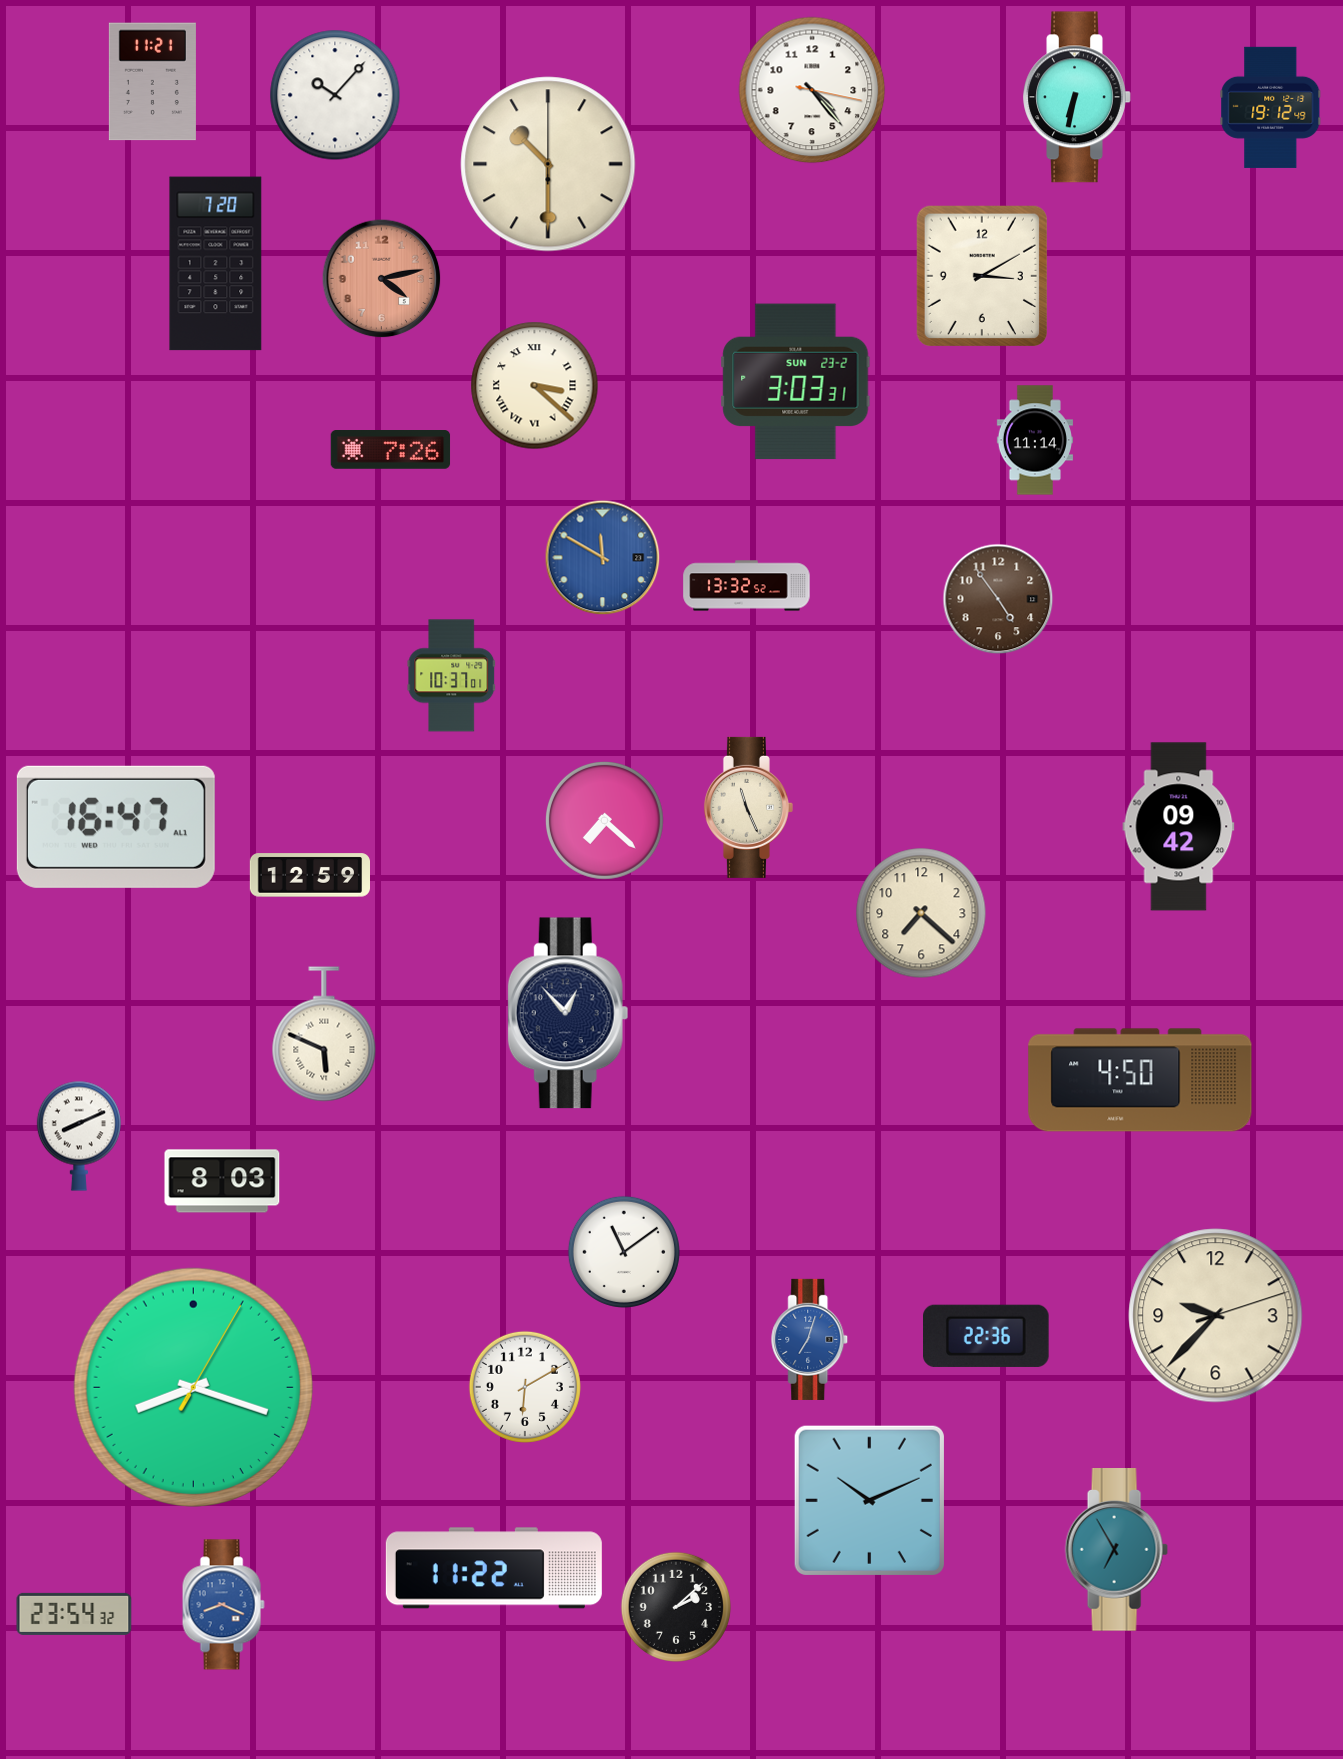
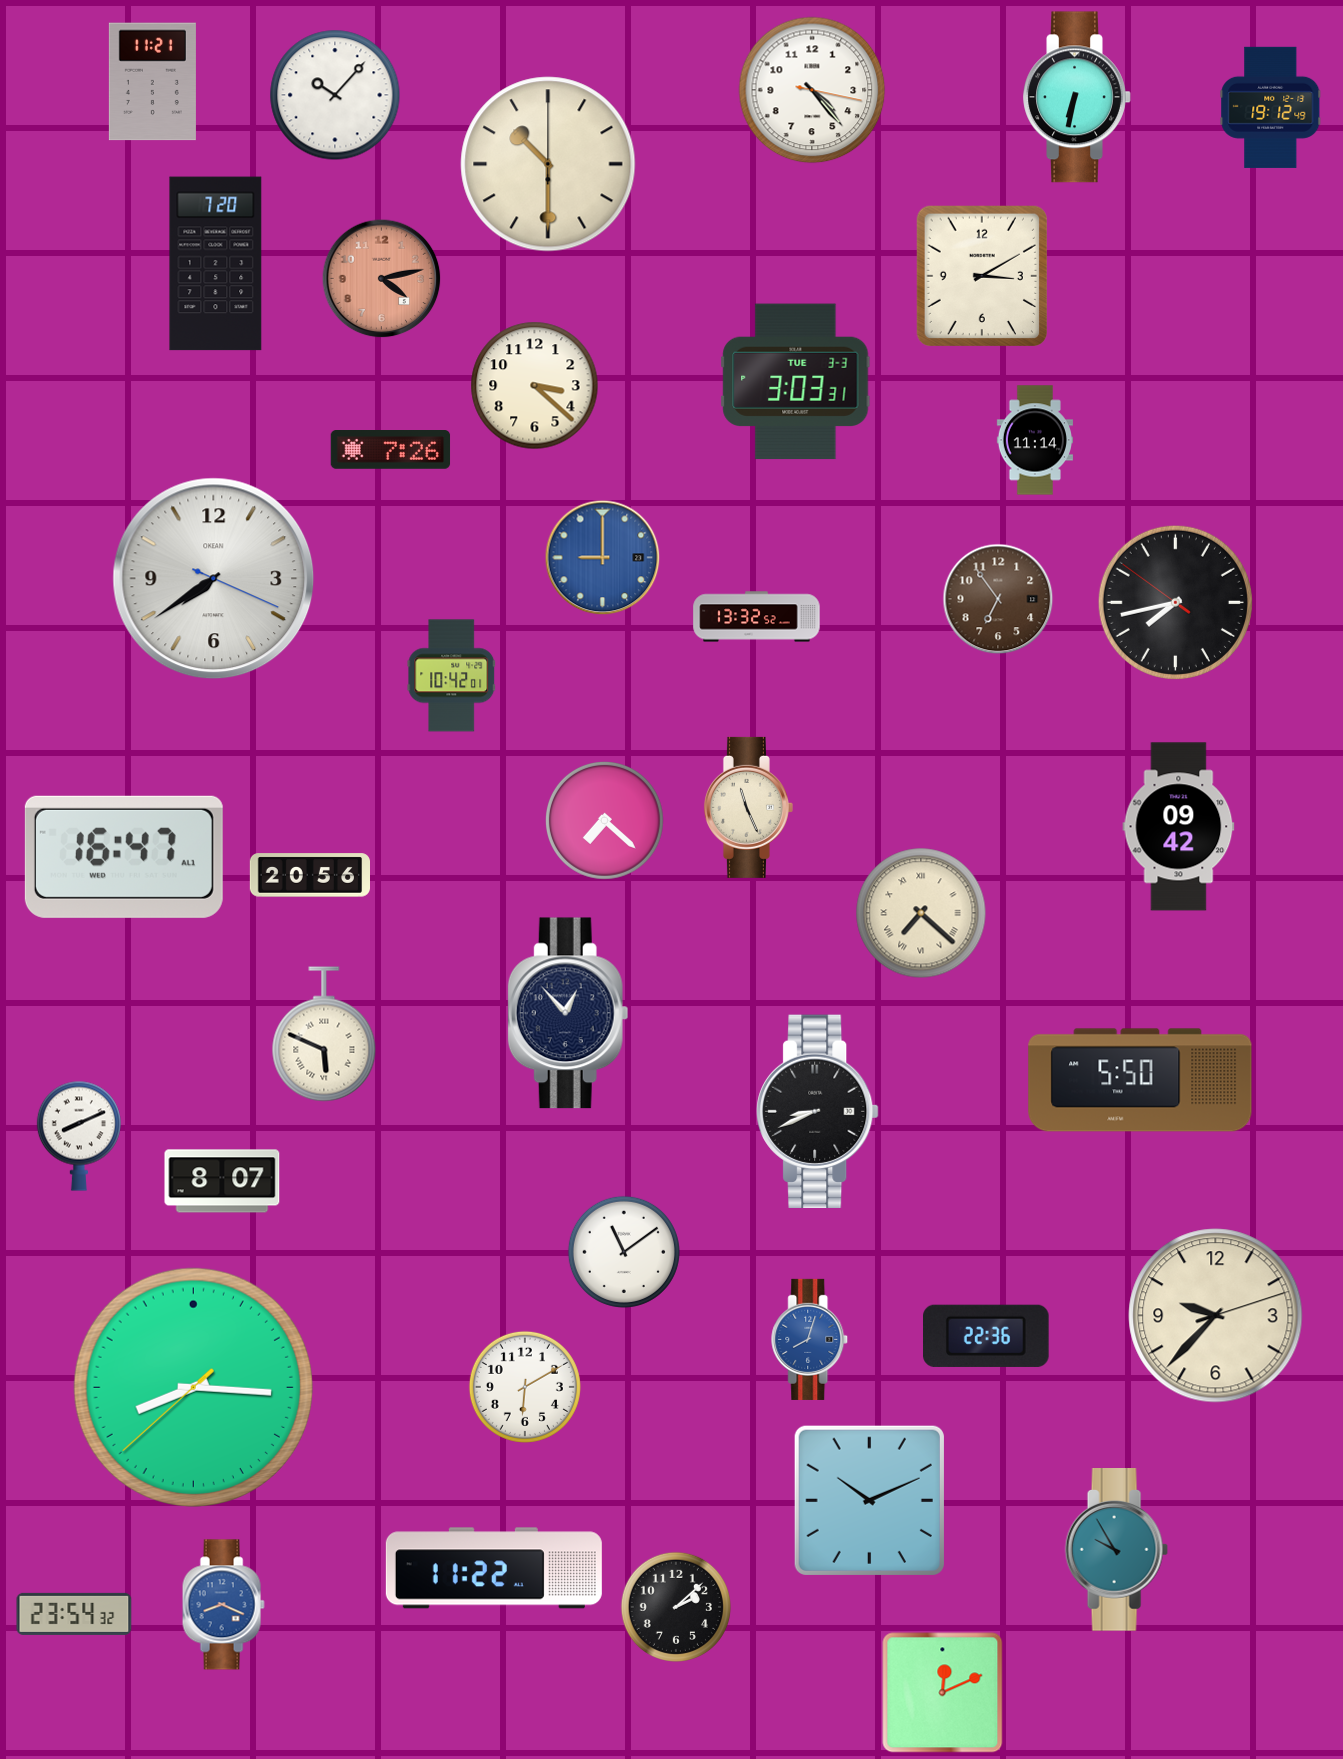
clock at (796, 382) date: SUN 23-2 -> TUE 3-3
clock at (535, 386) numerals: Roman -> Arabic
clock at (603, 558): 11:50 -> 9:00
clock at (214, 579): none -> 7:39
clock at (747, 586) position: (747, 586) -> (757, 617)
clock at (998, 599): 4:54 -> 6:54
clock at (1175, 602): none -> 7:42
clock at (452, 676): 10:37 -> 10:42
clock at (116, 827) position: (116, 827) -> (124, 857)
clock at (309, 875): 12:59 -> 20:56
clock at (921, 913) numerals: Arabic -> Roman
clock at (1140, 1080): 4:50 -> 5:50
clock at (818, 1112): none -> 8:41
clock at (222, 1181): 8:03 -> 8:07
clock at (810, 1339): 7:03 -> 8:03
clock at (193, 1387): 8:18 -> 8:15
clock at (1116, 1550): 6:55 -> 9:55
clock at (943, 1693): none -> 12:11
